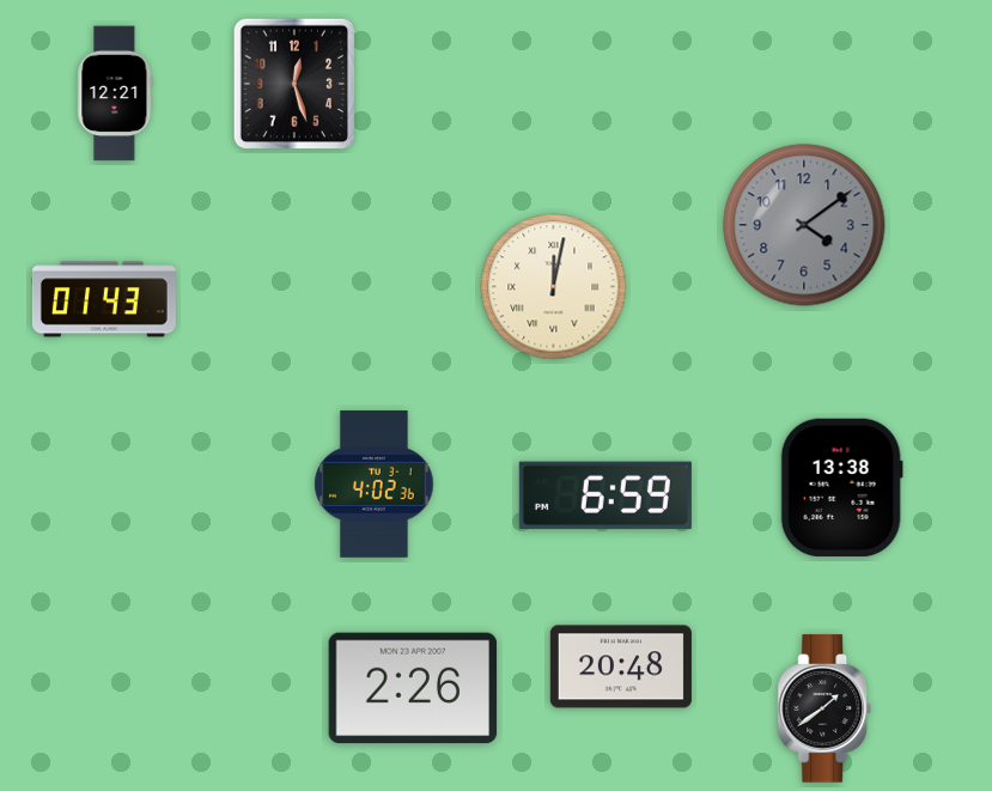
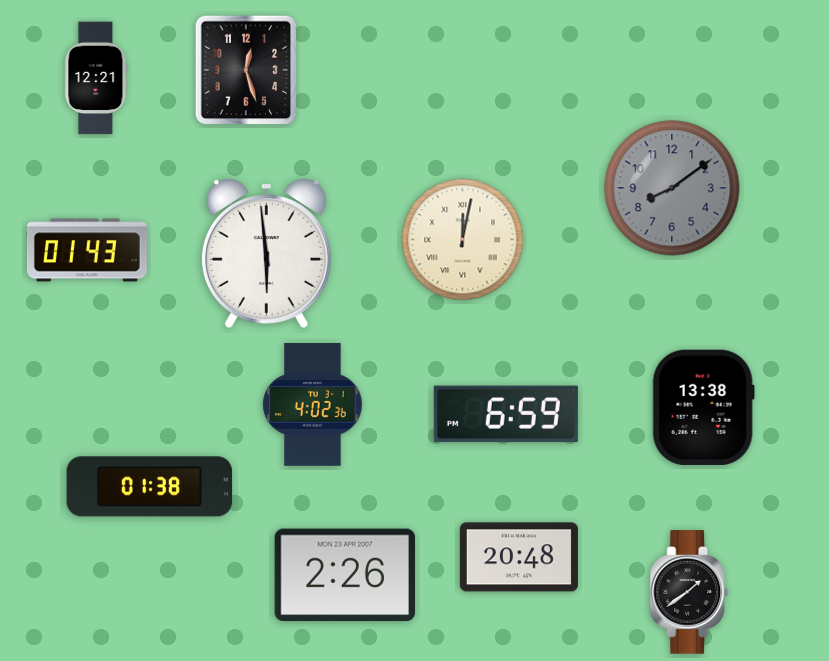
clock at (804, 225): 4:09 -> 8:09
clock at (266, 254): none -> 5:59
clock at (150, 487): none -> 01:38
